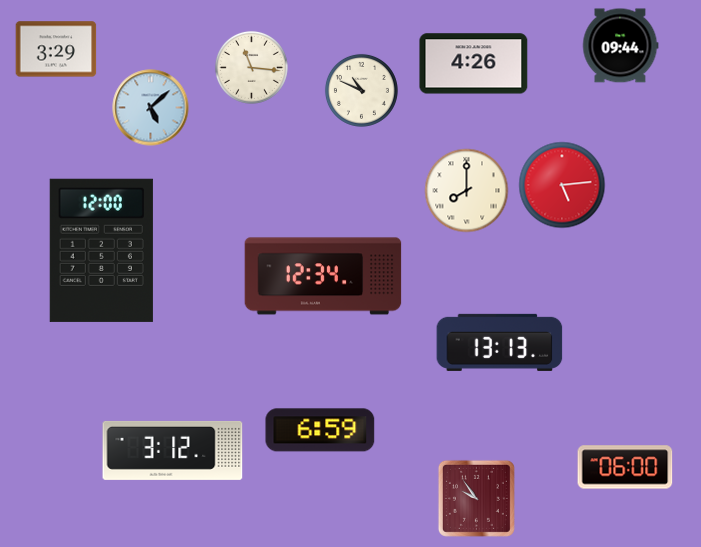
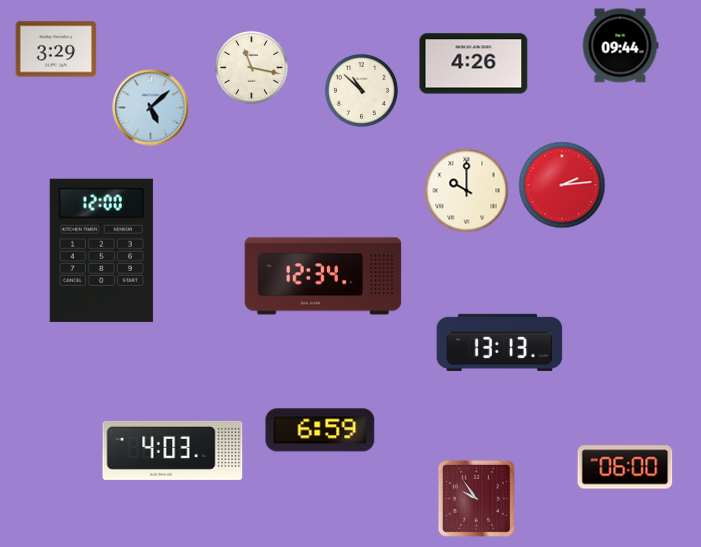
clock at (251, 67): 11:16 -> 11:17
clock at (361, 90): 10:49 -> 10:52
clock at (562, 185): 5:14 -> 2:14
clock at (467, 191): 8:00 -> 10:00
clock at (173, 450): 3:12 -> 4:03
